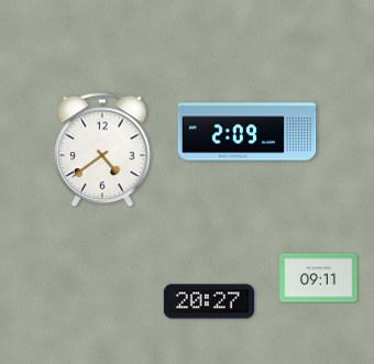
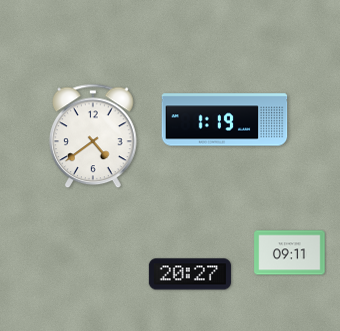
clock at (248, 132): 2:09 -> 1:19
